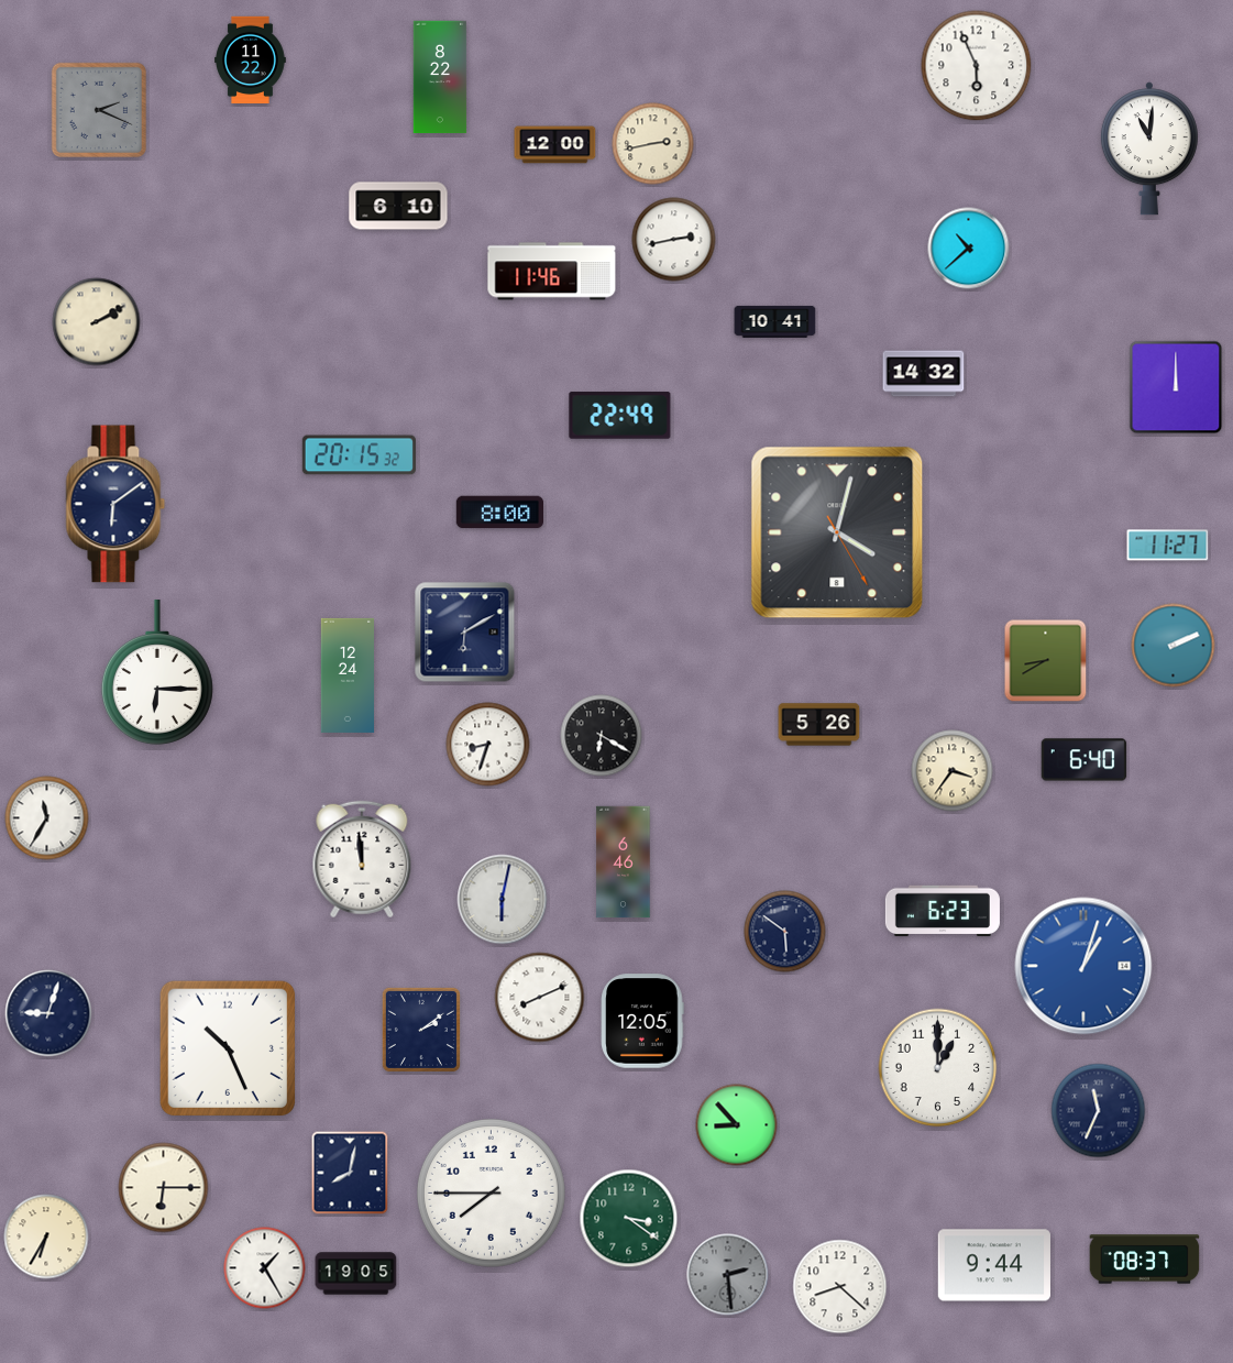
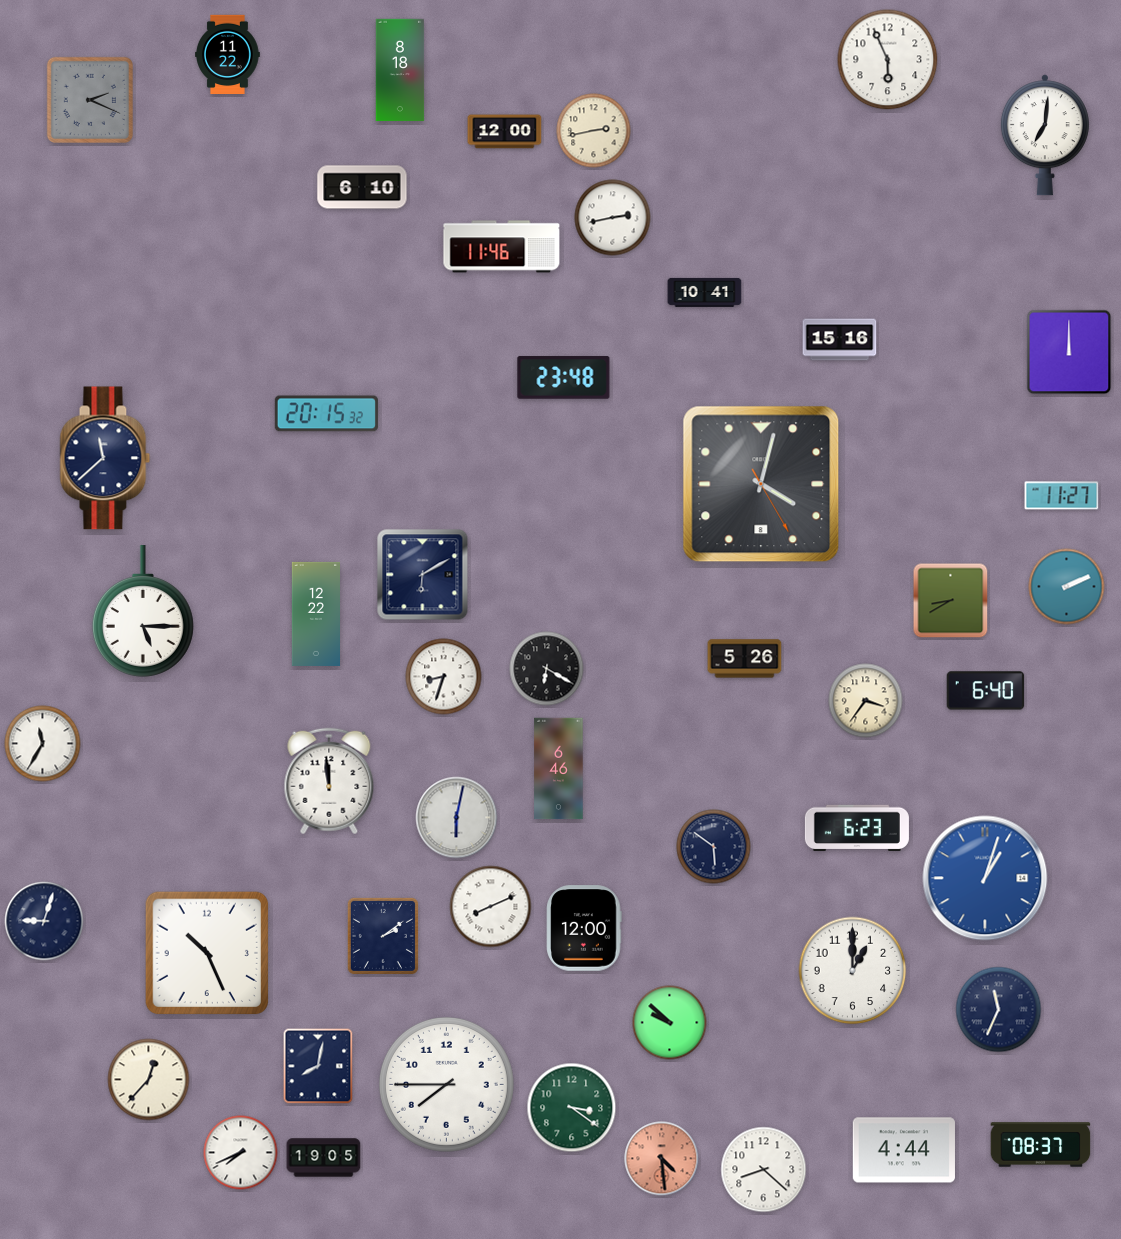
clock at (440, 77): 8:22 -> 8:18
clock at (1149, 149): 11:01 -> 7:01
clock at (969, 249): 10:38 -> none
clock at (97, 322): 2:10 -> none
clock at (924, 374): 14:32 -> 15:16
clock at (620, 416): 22:49 -> 23:48
clock at (115, 504): 6:09 -> 11:38
clock at (499, 513): 8:00 -> none
clock at (157, 672): 6:15 -> 5:15
clock at (346, 675): 12:24 -> 12:22
clock at (624, 862) position: (624, 862) -> (559, 769)
clock at (642, 1021): 12:05 -> 12:00
clock at (737, 1125): 8:53 -> 9:52
clock at (164, 1188): 6:15 -> 12:37
clock at (46, 1236): 6:35 -> none
clock at (994, 1265): 9:44 -> 4:44
clock at (265, 1268): 1:25 -> 7:41
clock at (728, 1275): 2:29 -> 4:29
clock at (728, 1275) dial: grey -> salmon
